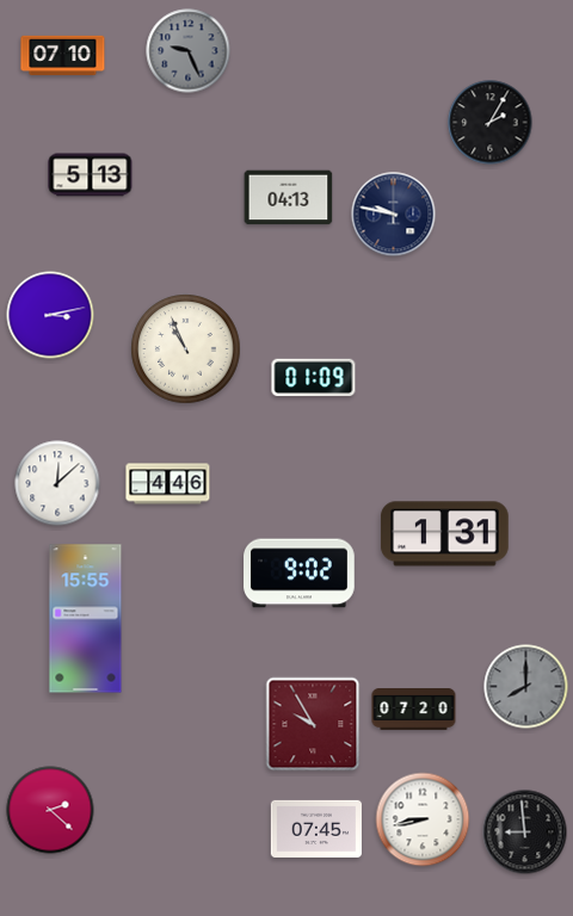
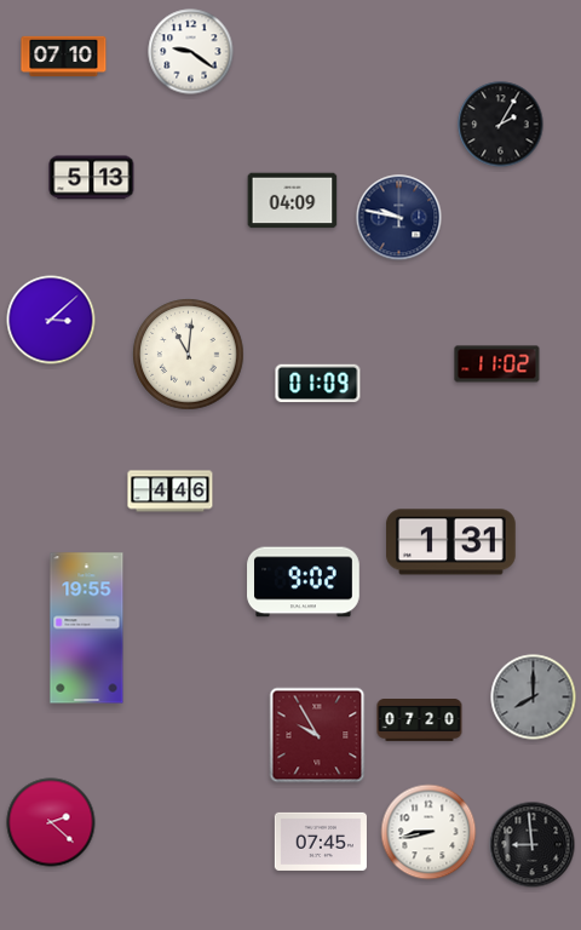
clock at (189, 51): 9:26 -> 9:21
clock at (189, 51) dial: grey -> white
clock at (491, 123) position: (491, 123) -> (501, 125)
clock at (289, 198): 04:13 -> 04:09
clock at (50, 315): 3:13 -> 3:08
clock at (186, 349): 10:56 -> 11:01
clock at (497, 364): none -> 11:02
clock at (57, 483): 12:08 -> none
clock at (86, 619): 15:55 -> 19:55
